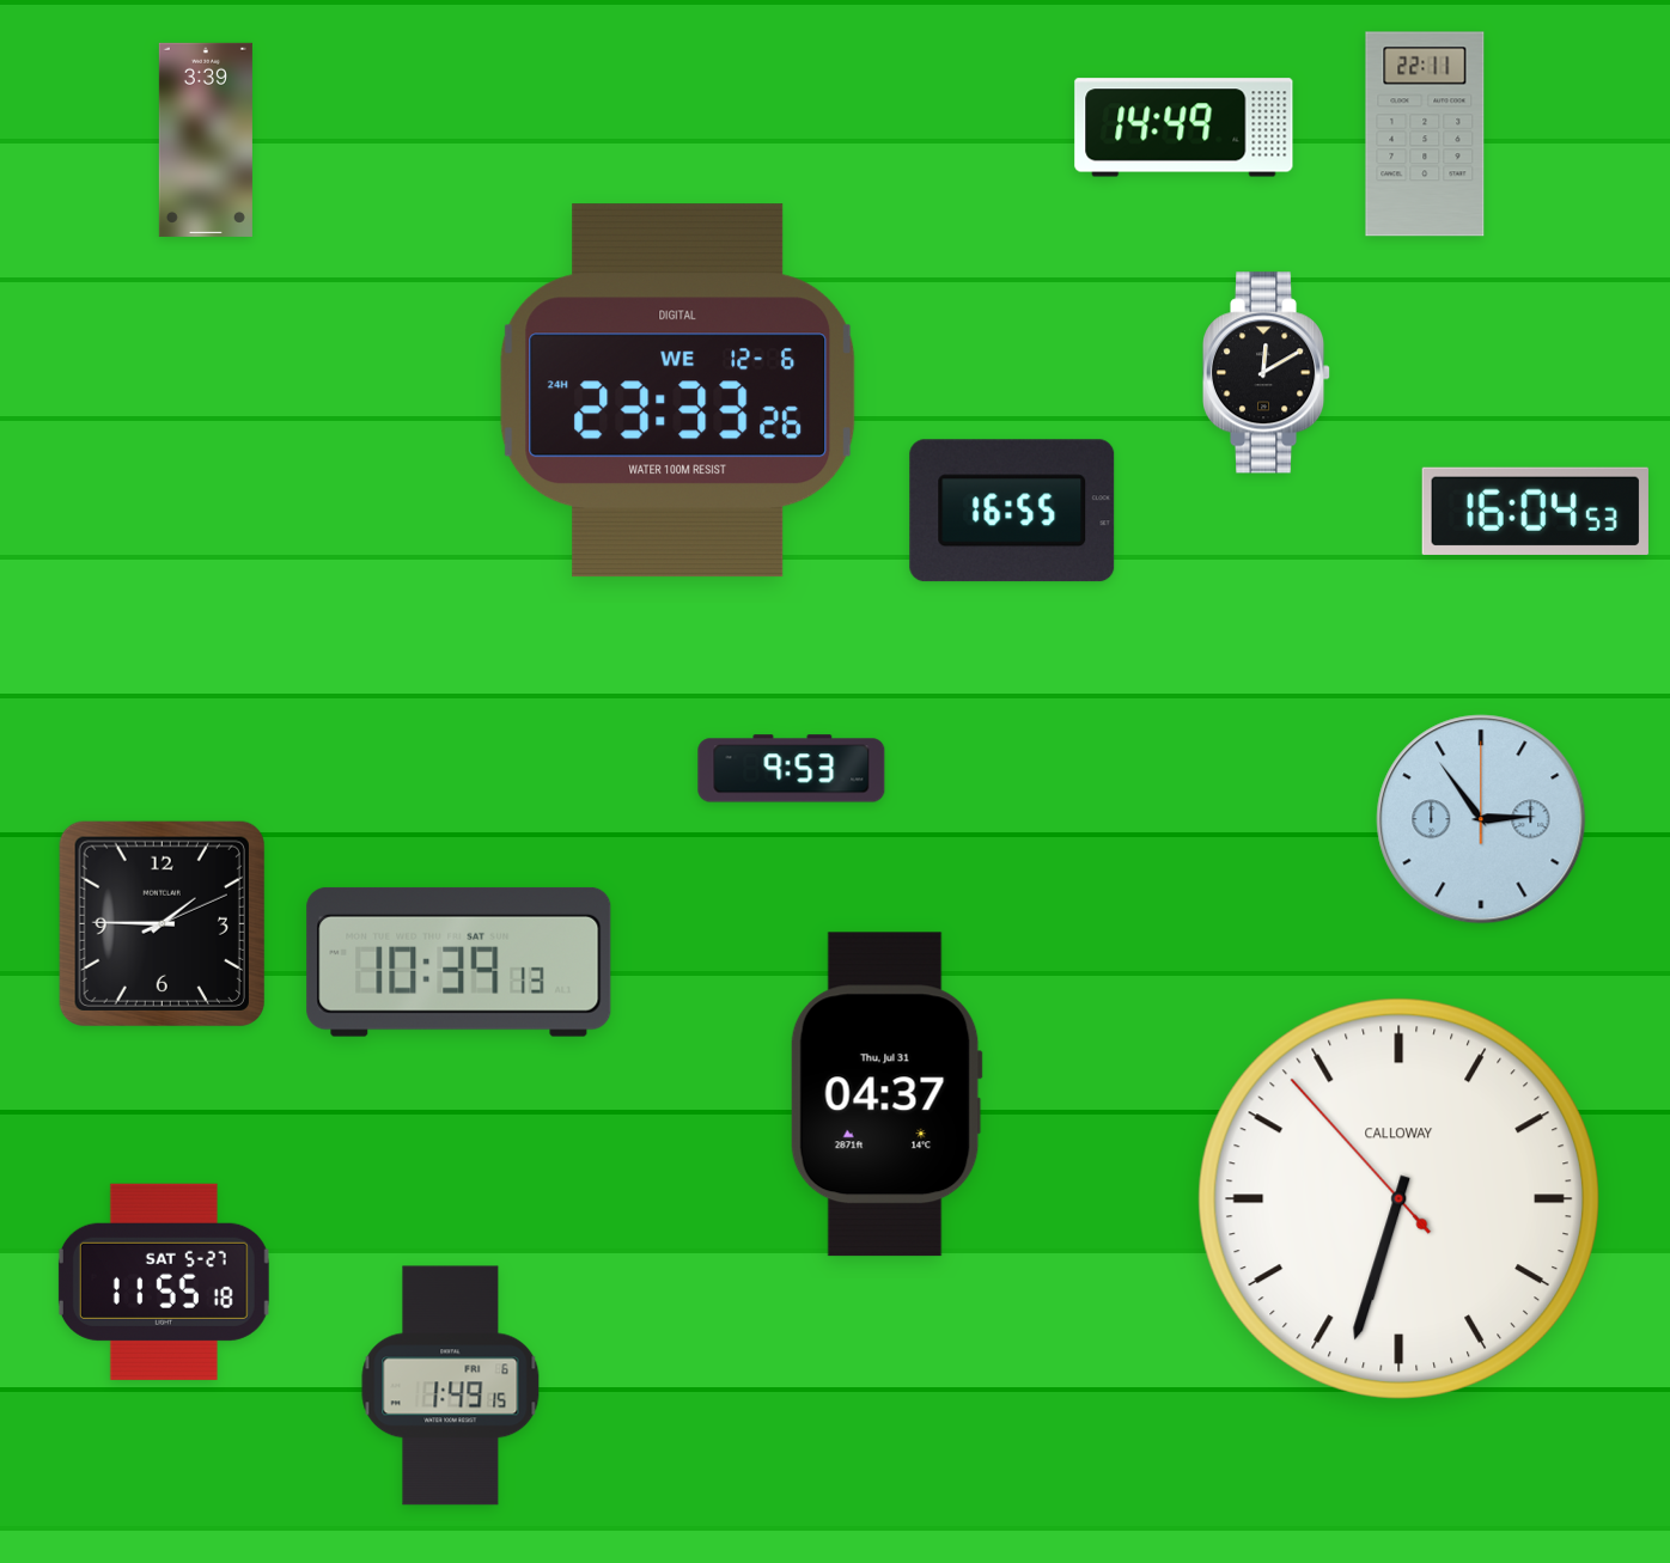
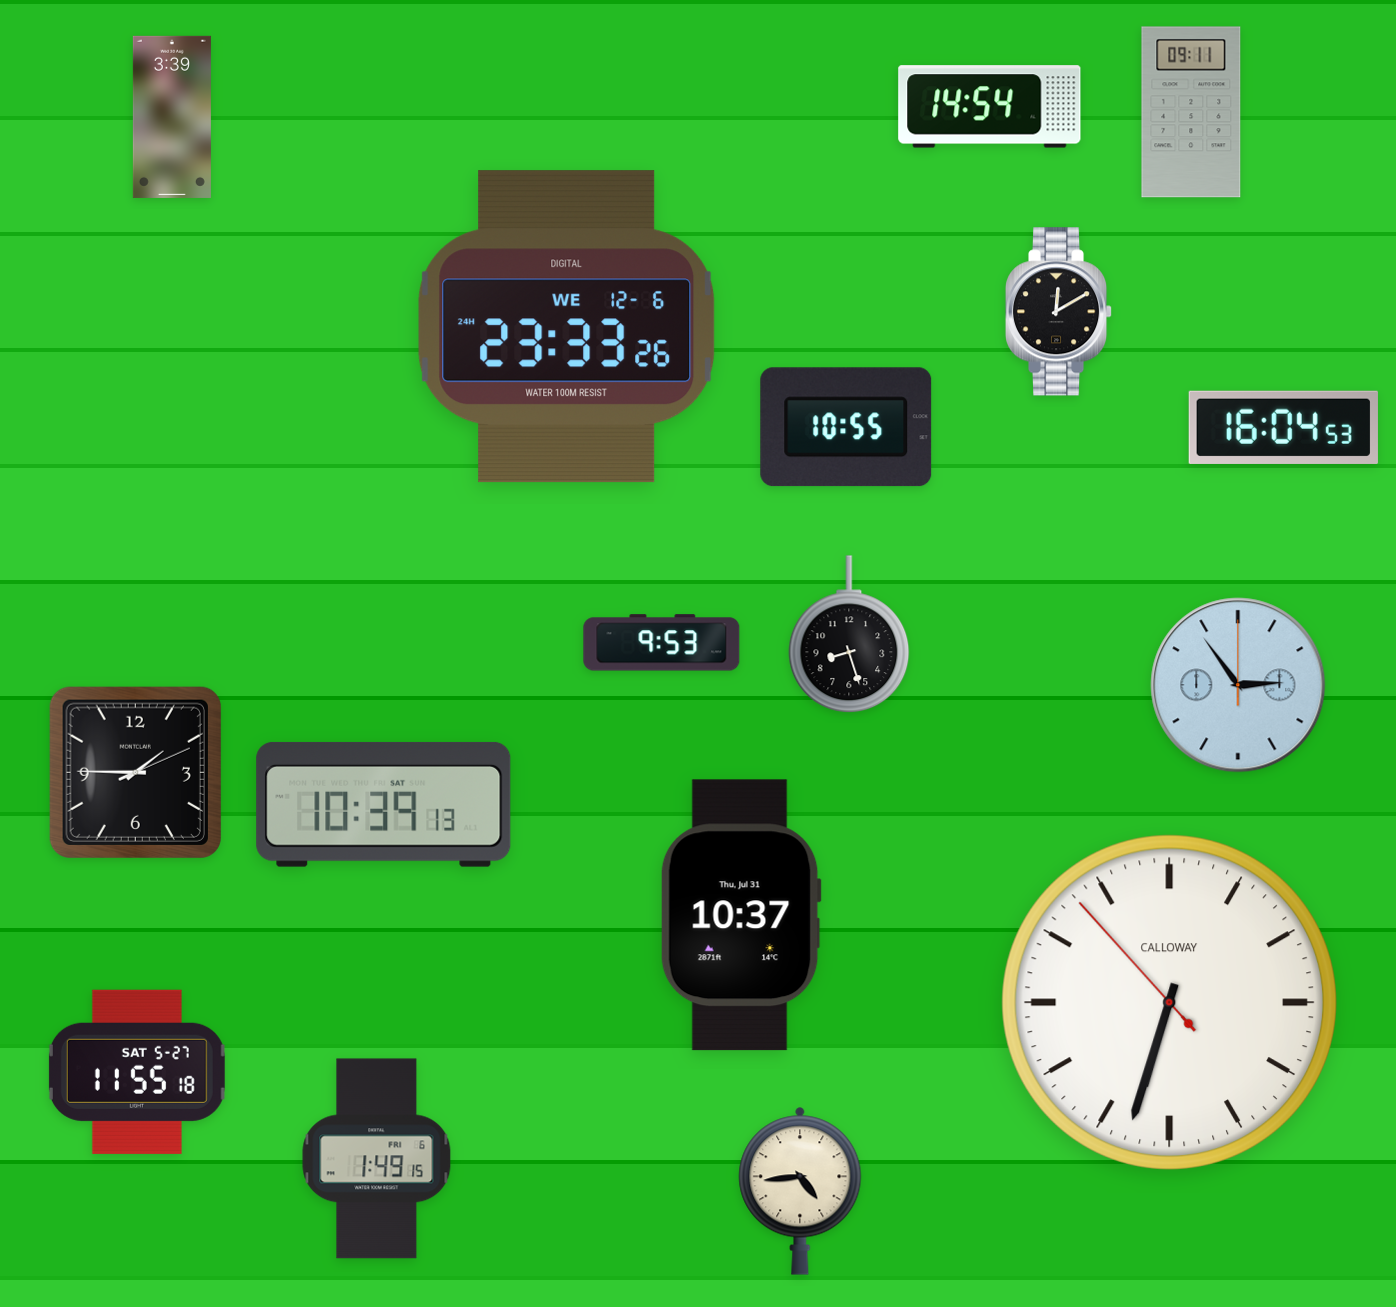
clock at (1184, 128): 14:49 -> 14:54
clock at (1425, 134): 22:11 -> 09:11
clock at (1012, 511): 16:55 -> 10:55
clock at (849, 635): none -> 8:27
clock at (886, 1094): 04:37 -> 10:37
clock at (800, 1191): none -> 4:44
